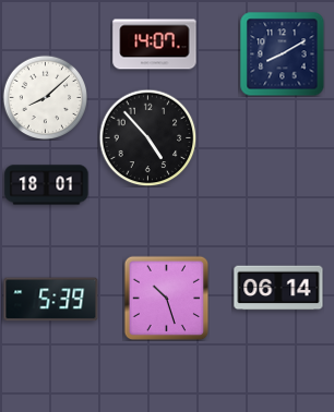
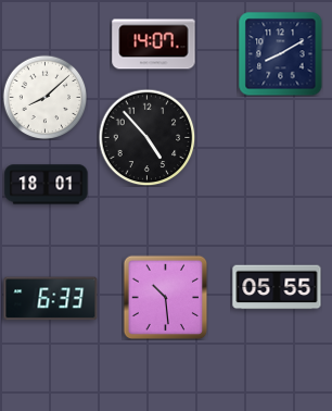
clock at (278, 288): 06:14 -> 05:55
clock at (166, 298): 10:27 -> 10:29
clock at (51, 300): 5:39 -> 6:33
